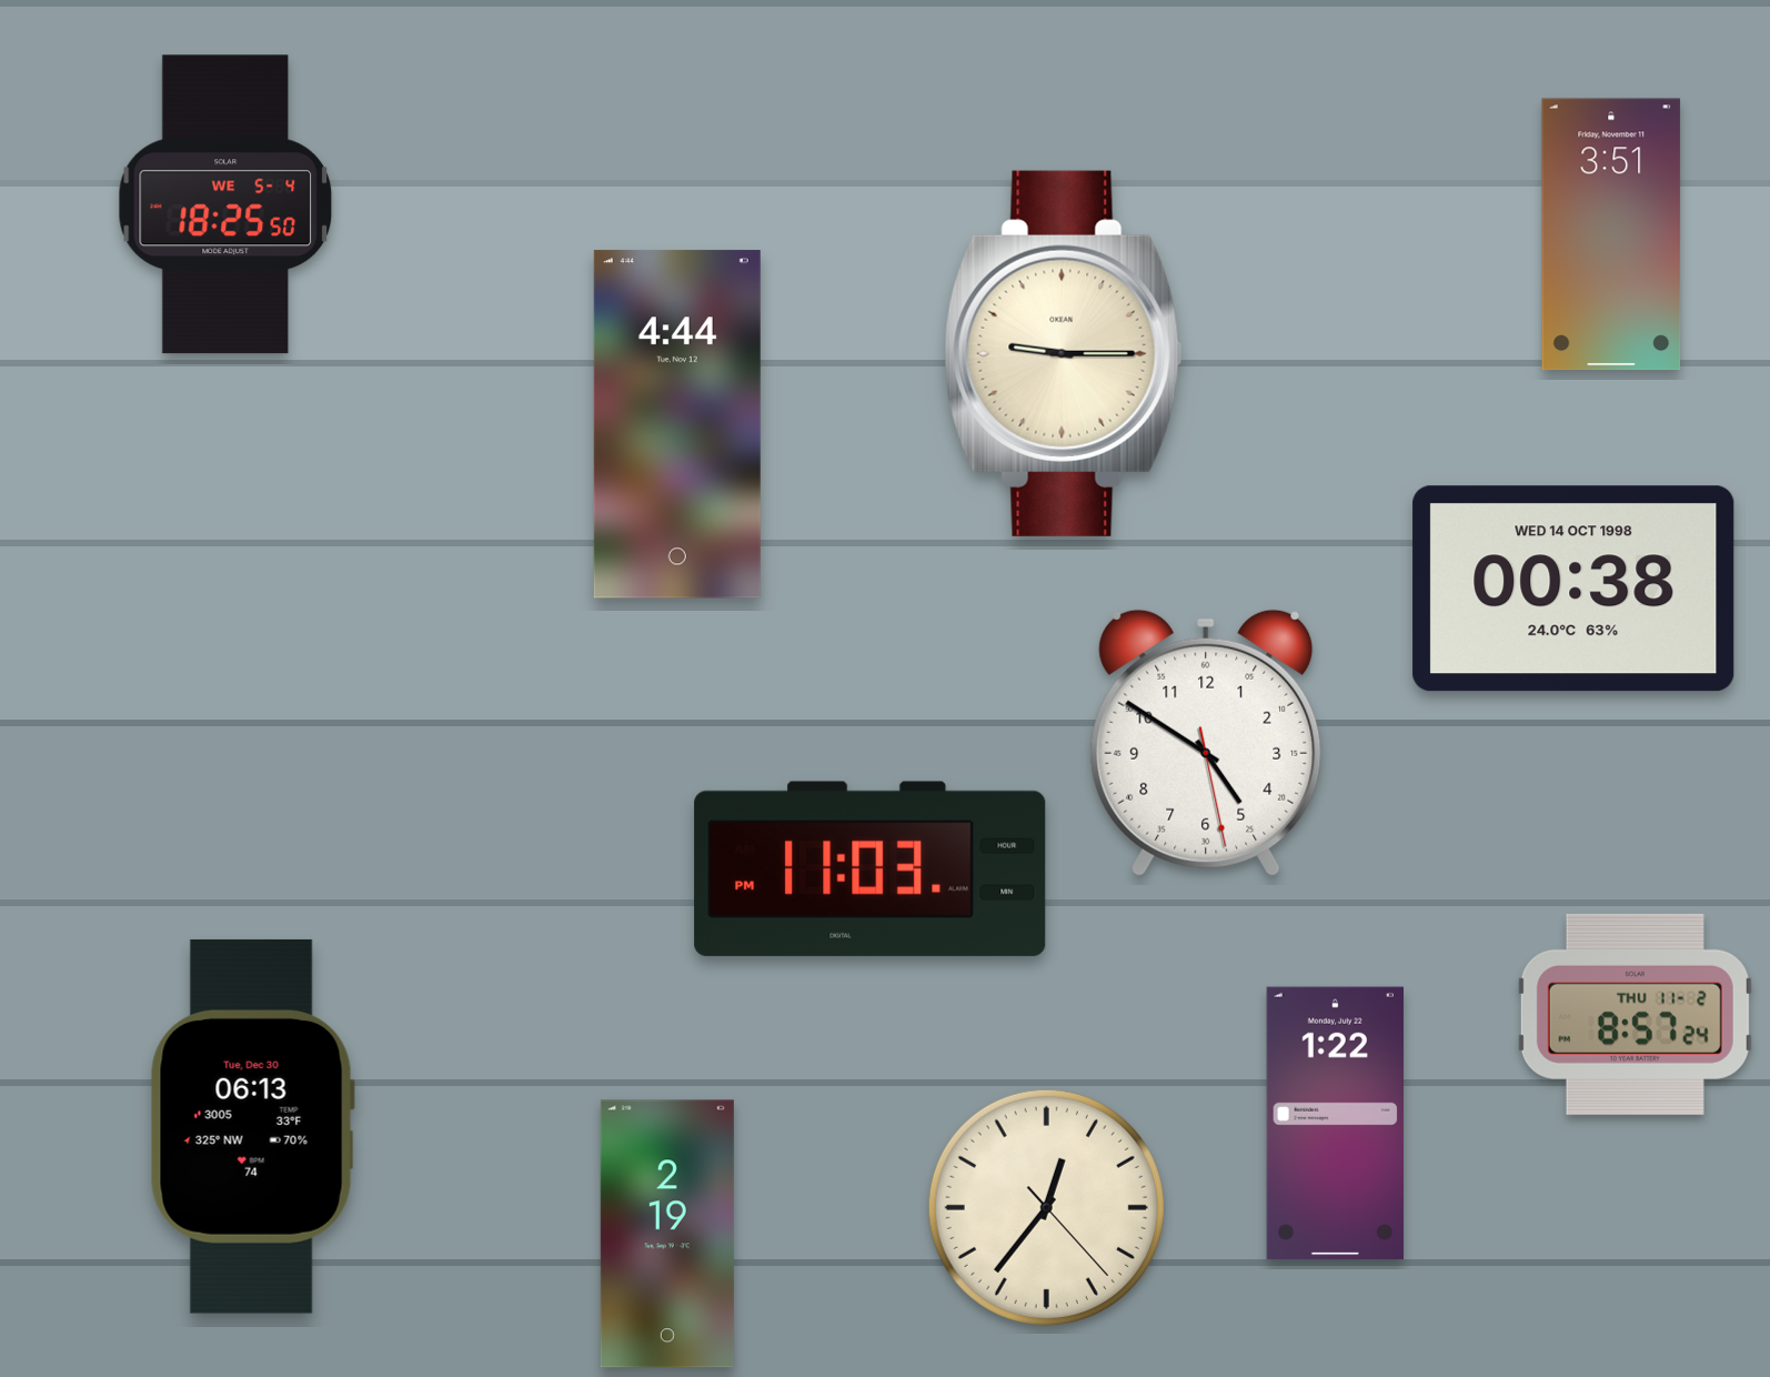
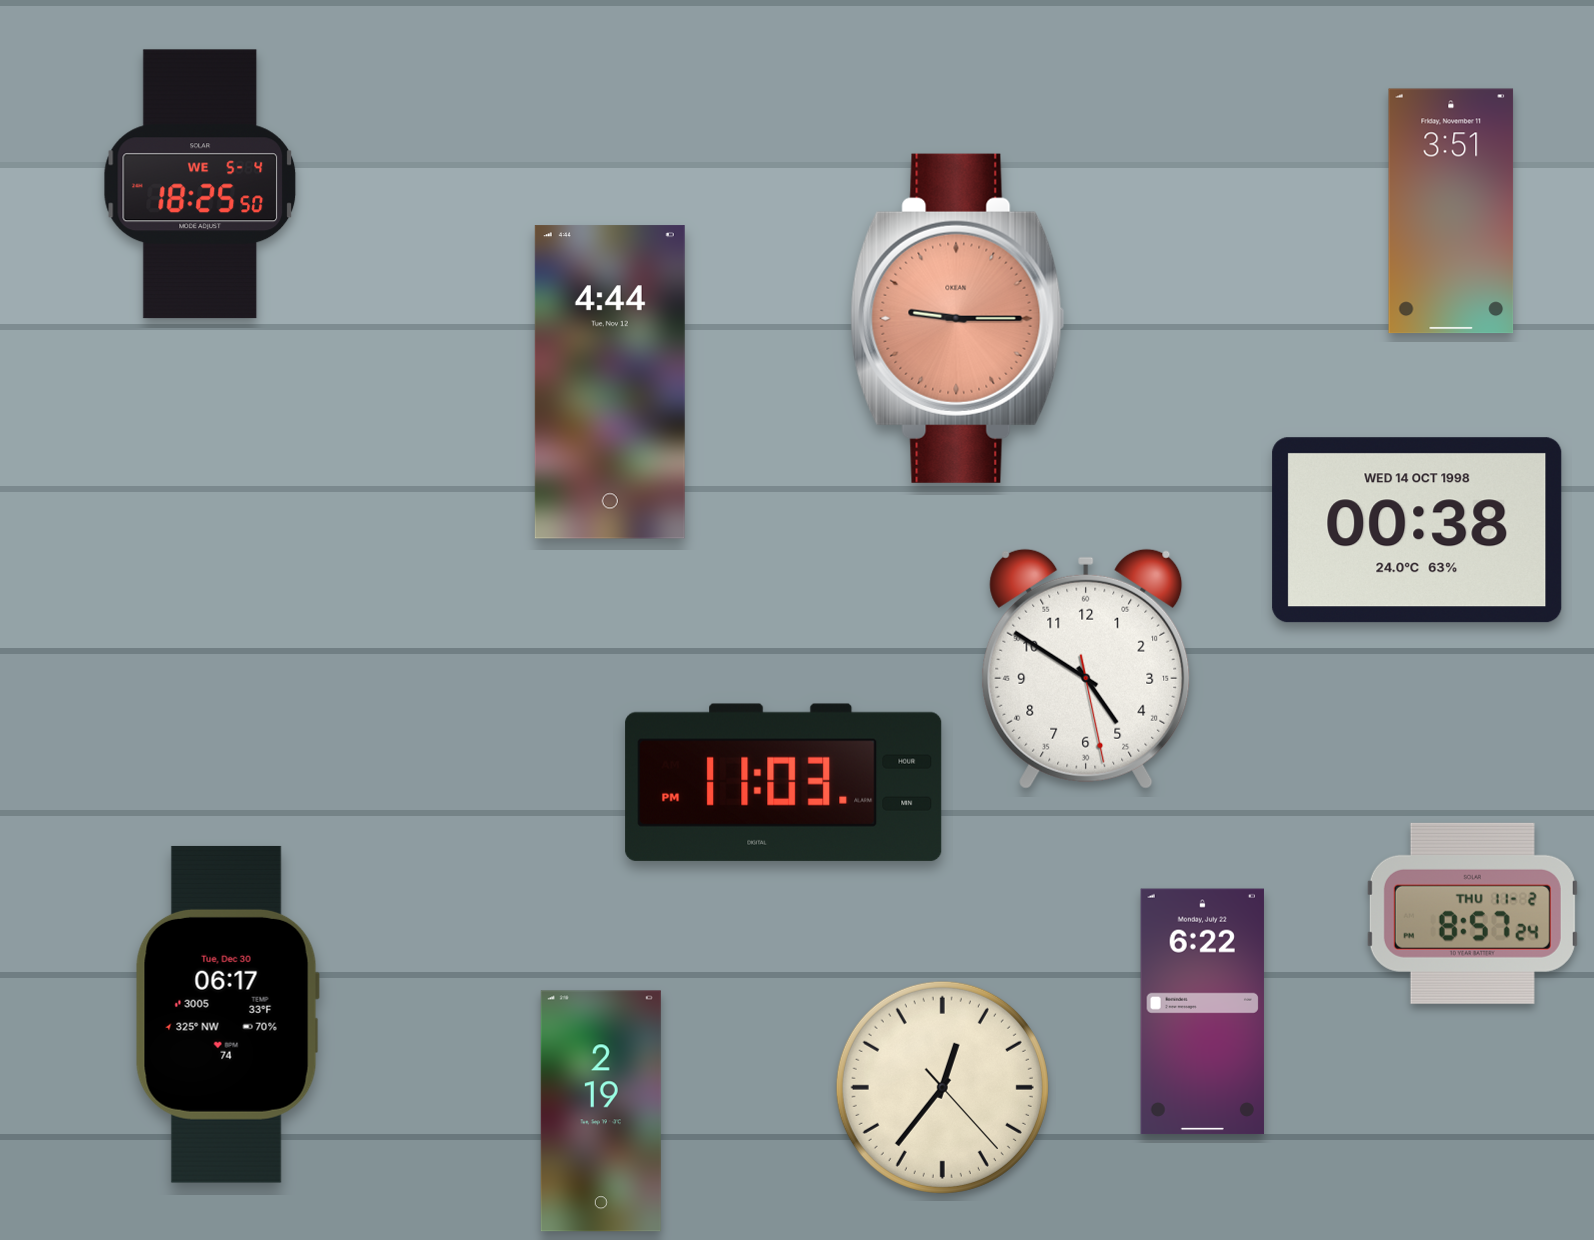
clock at (225, 204) position: (225, 204) -> (200, 184)
clock at (1064, 353) dial: cream -> salmon
clock at (1335, 1124): 1:22 -> 6:22
clock at (252, 1126): 06:13 -> 06:17
